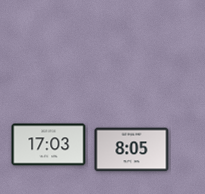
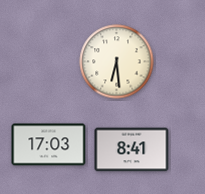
clock at (117, 62): none -> 6:29
clock at (132, 150): 8:05 -> 8:41
